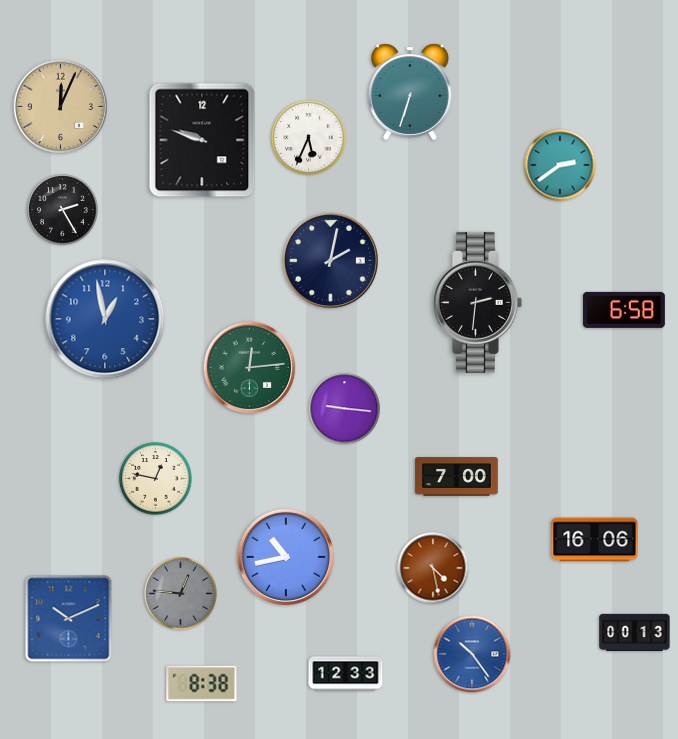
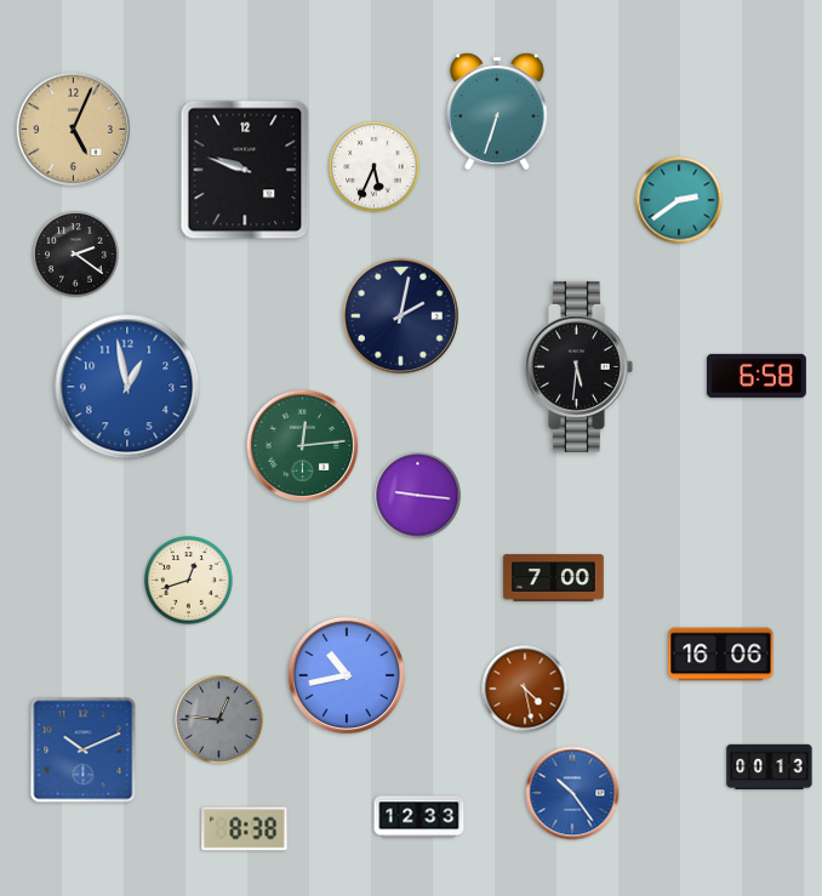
clock at (60, 106): 12:04 -> 5:04
clock at (63, 210): 2:25 -> 2:21
clock at (477, 302): 2:31 -> 5:31
clock at (156, 479): 12:47 -> 12:42
